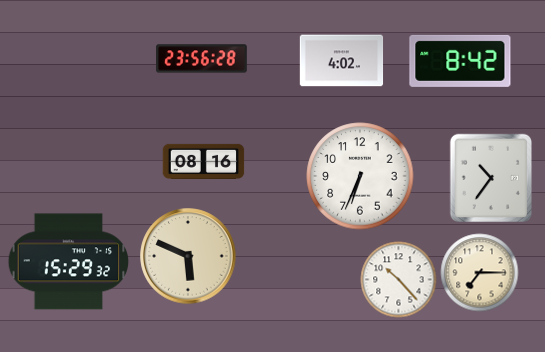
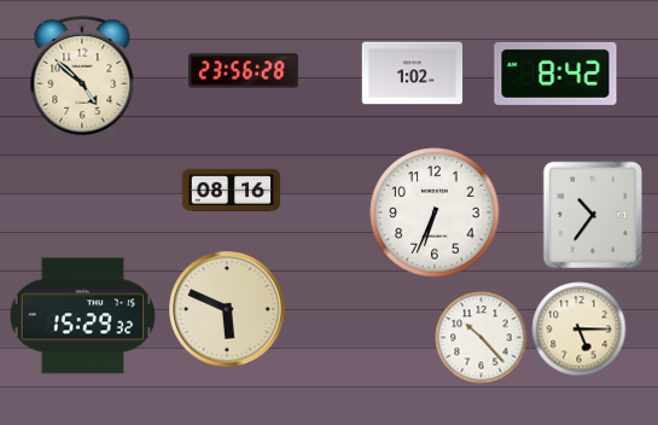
clock at (342, 61): 4:02 -> 1:02
clock at (82, 77): none -> 4:52
clock at (204, 161) position: (204, 161) -> (232, 190)
clock at (480, 273): 7:15 -> 5:15
